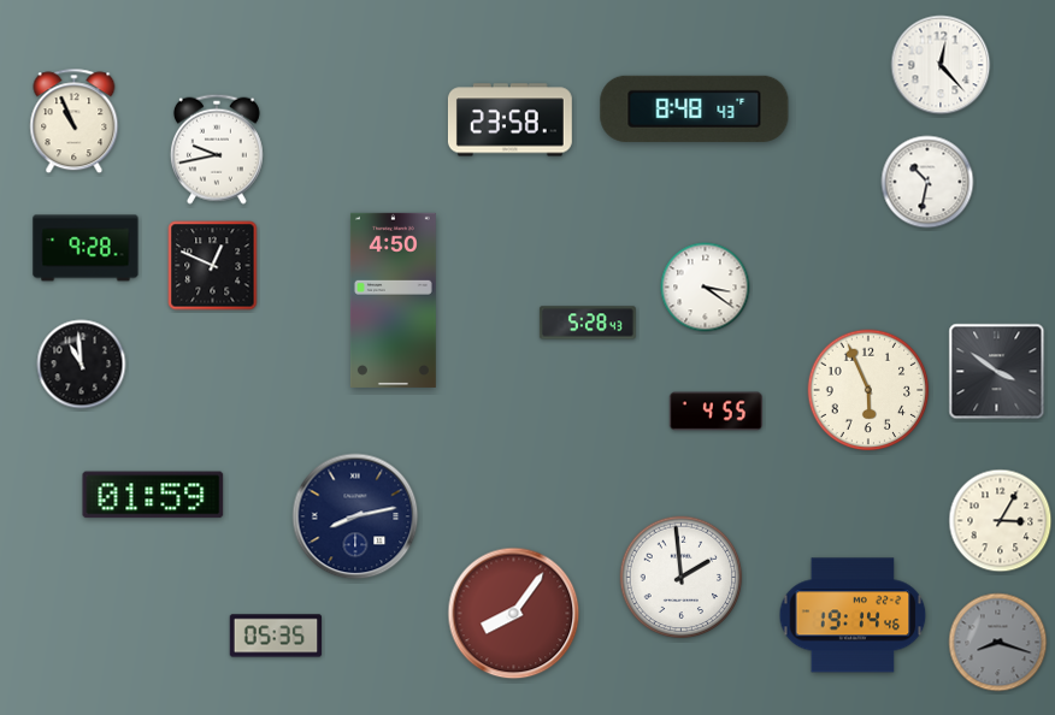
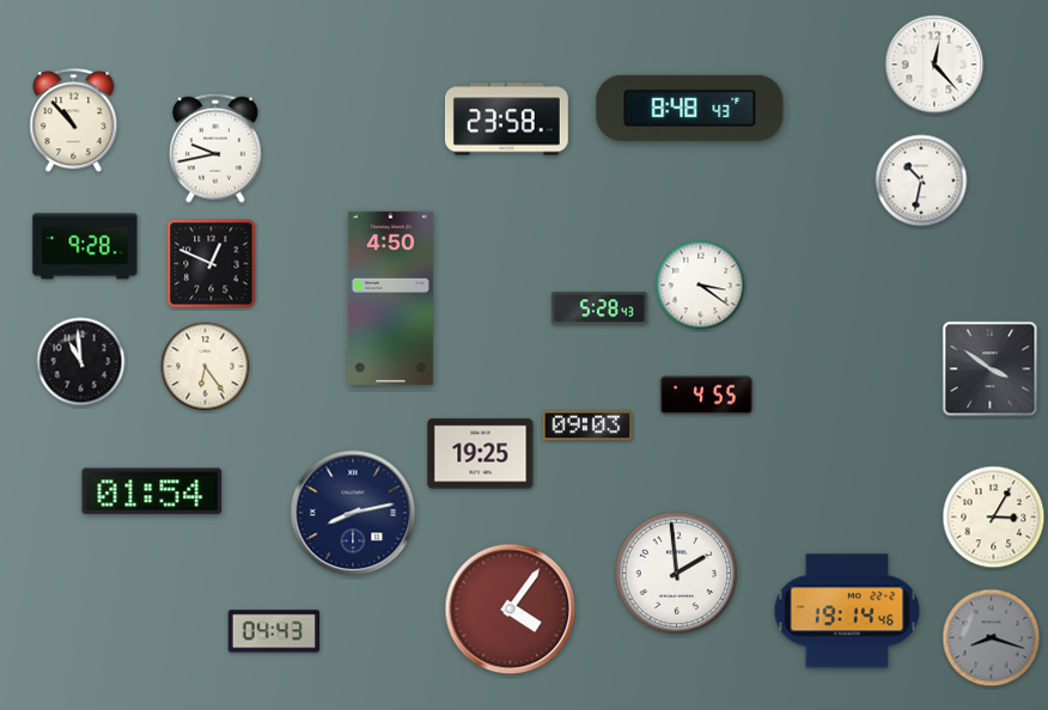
clock at (75, 122): 10:56 -> 10:53
clock at (588, 323) position: (588, 323) -> (599, 308)
clock at (206, 367): none -> 6:24
clock at (868, 390): 5:56 -> none
clock at (715, 412) position: (715, 412) -> (706, 396)
clock at (587, 426): none -> 09:03
clock at (481, 454): none -> 19:25
clock at (153, 495): 01:59 -> 01:54
clock at (514, 614): 8:06 -> 4:06
clock at (276, 636): 05:35 -> 04:43
